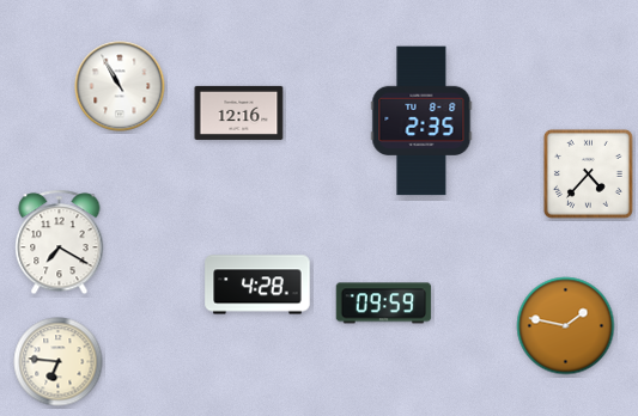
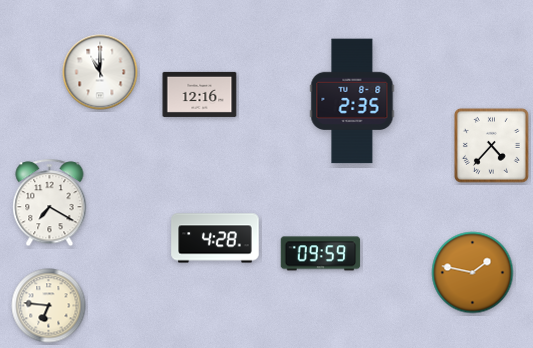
clock at (120, 86): 10:55 -> 11:00
clock at (59, 362) position: (59, 362) -> (49, 306)
